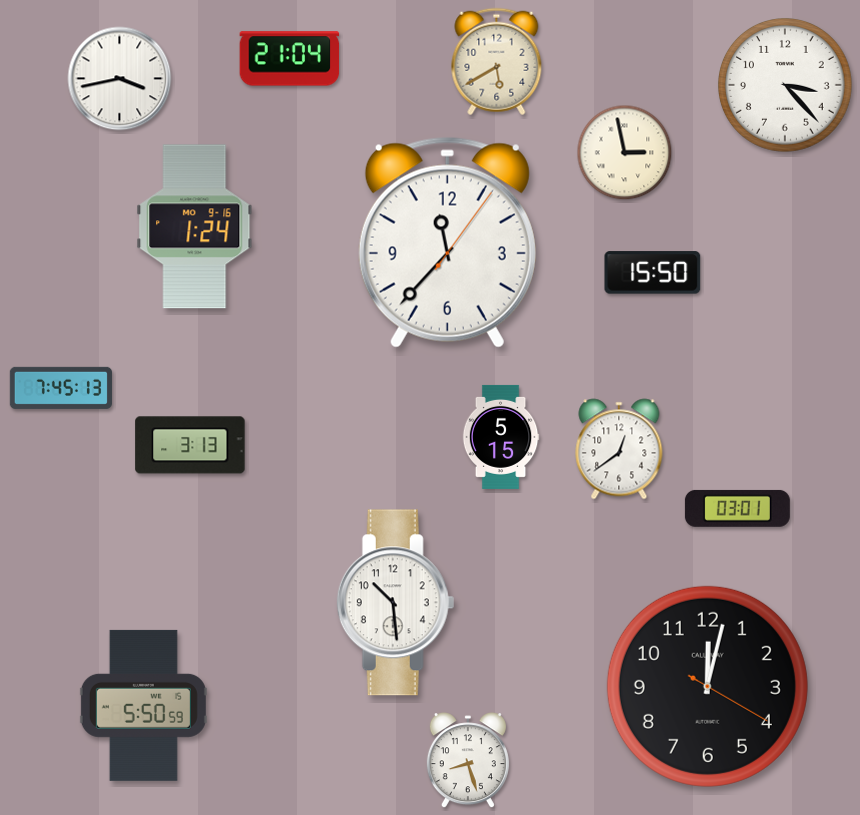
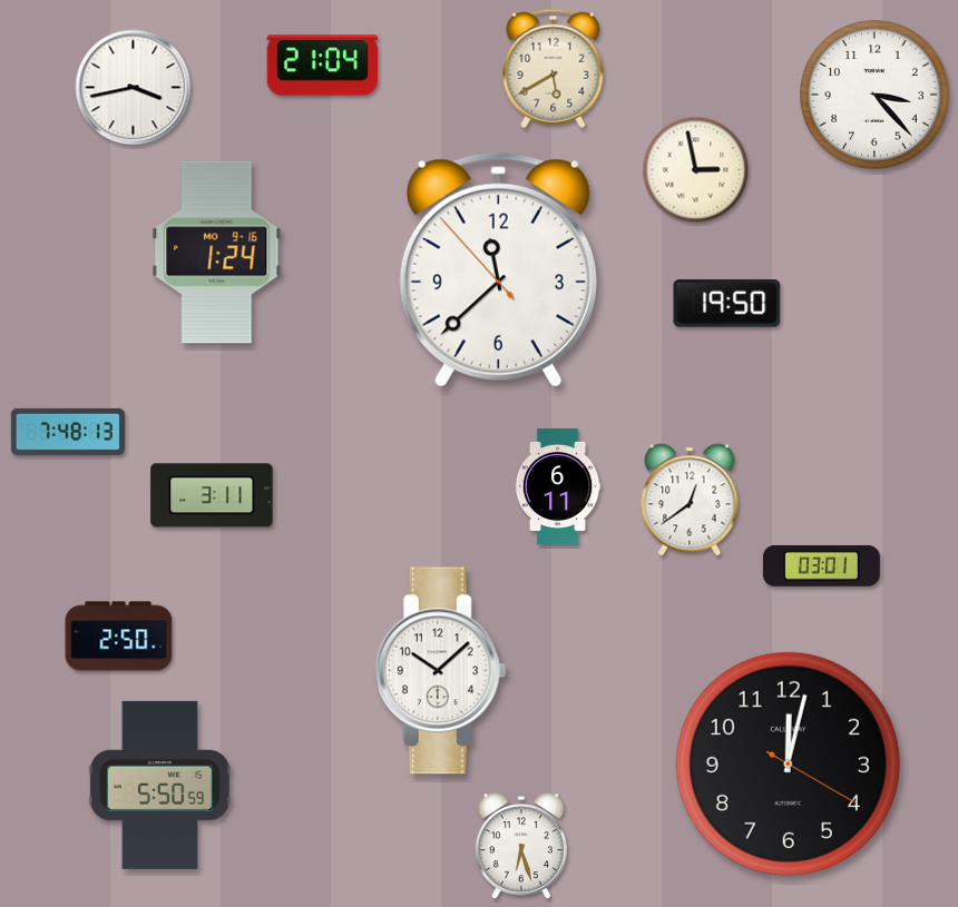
clock at (447, 242): 11:37:06 -> 11:37:53
clock at (653, 273): 15:50 -> 19:50
clock at (61, 388): 7:45 -> 7:48
clock at (501, 437): 5:15 -> 6:11
clock at (190, 445): 3:13 -> 3:11
clock at (119, 637): none -> 2:50
clock at (396, 603): 10:29 -> 10:08
clock at (468, 761): 8:27 -> 6:27
